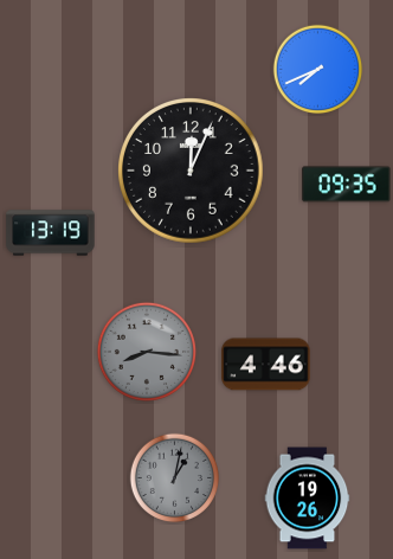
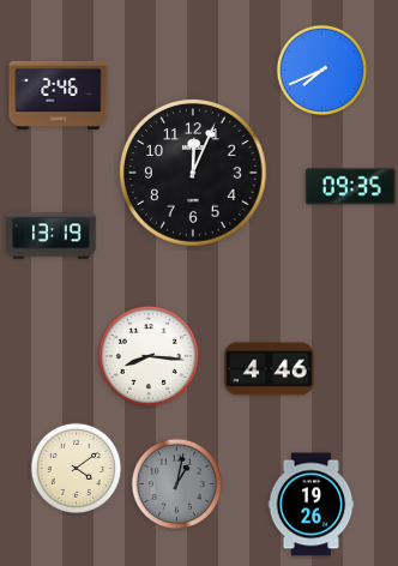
clock at (59, 95): none -> 2:46
clock at (147, 352) dial: grey -> white
clock at (77, 469): none -> 4:09
